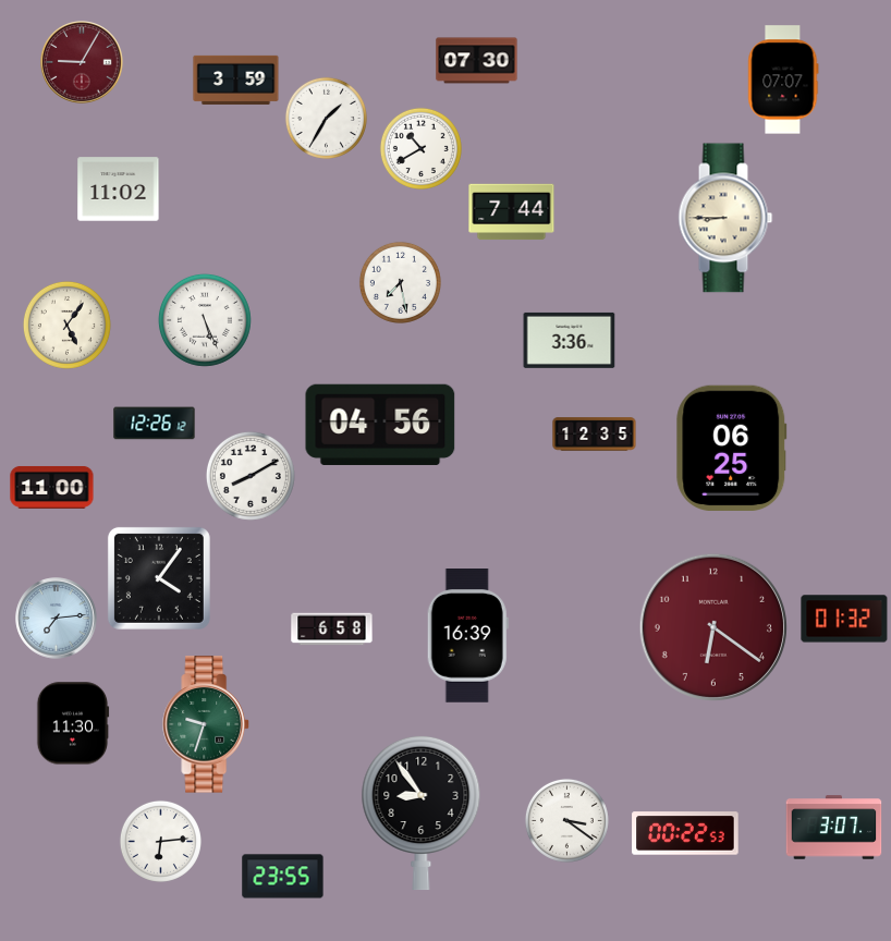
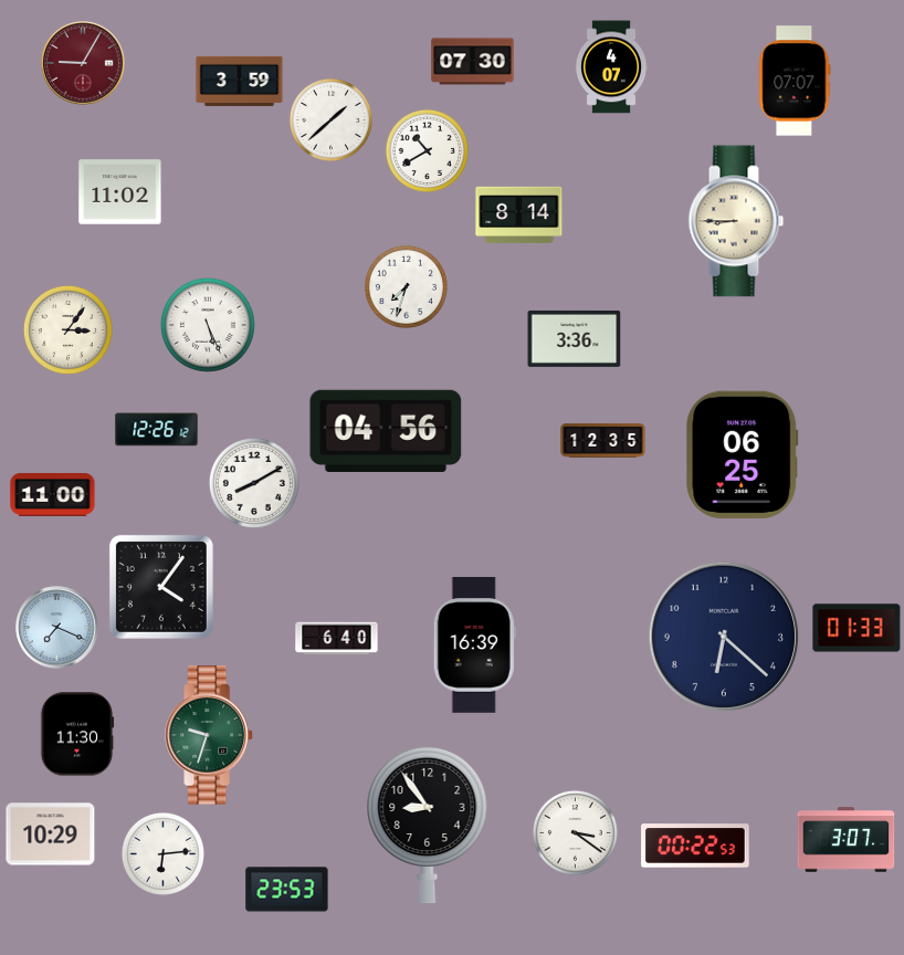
clock at (477, 61) position: (477, 61) -> (473, 62)
clock at (611, 67): none -> 4:07
clock at (326, 118): 1:35 -> 1:38
clock at (512, 212): 7:44 -> 8:14
clock at (400, 282): 7:28 -> 7:33
clock at (66, 325): 5:06 -> 3:06
clock at (570, 340) position: (570, 340) -> (575, 338)
clock at (57, 619): 7:14 -> 7:19
clock at (844, 619): 01:32 -> 01:33
clock at (713, 627): 6:21 -> 6:22
clock at (713, 627) dial: burgundy -> navy
clock at (332, 630): 6:58 -> 6:40
clock at (73, 723) position: (73, 723) -> (77, 734)
clock at (51, 835): none -> 10:29
clock at (283, 877): 23:55 -> 23:53
